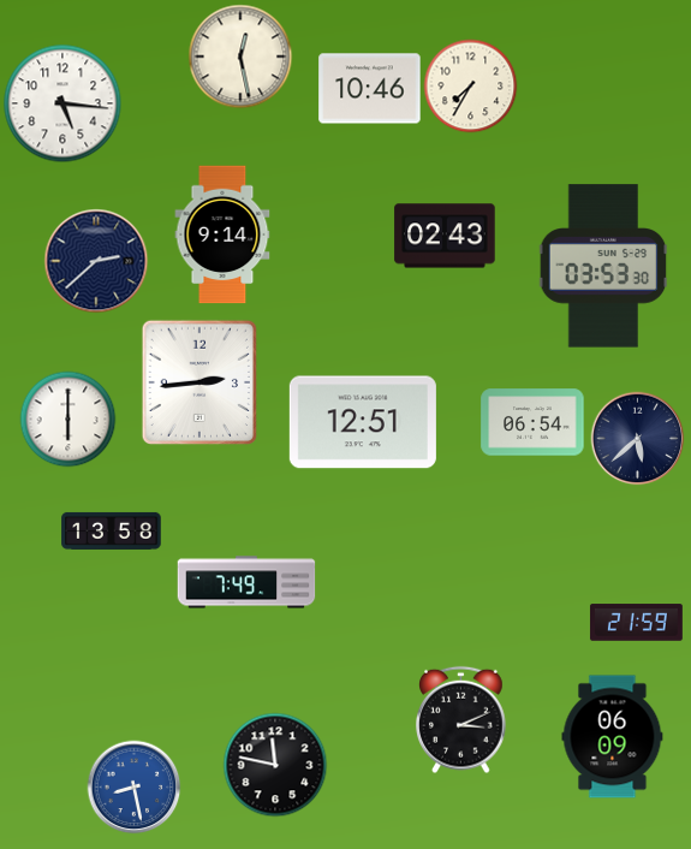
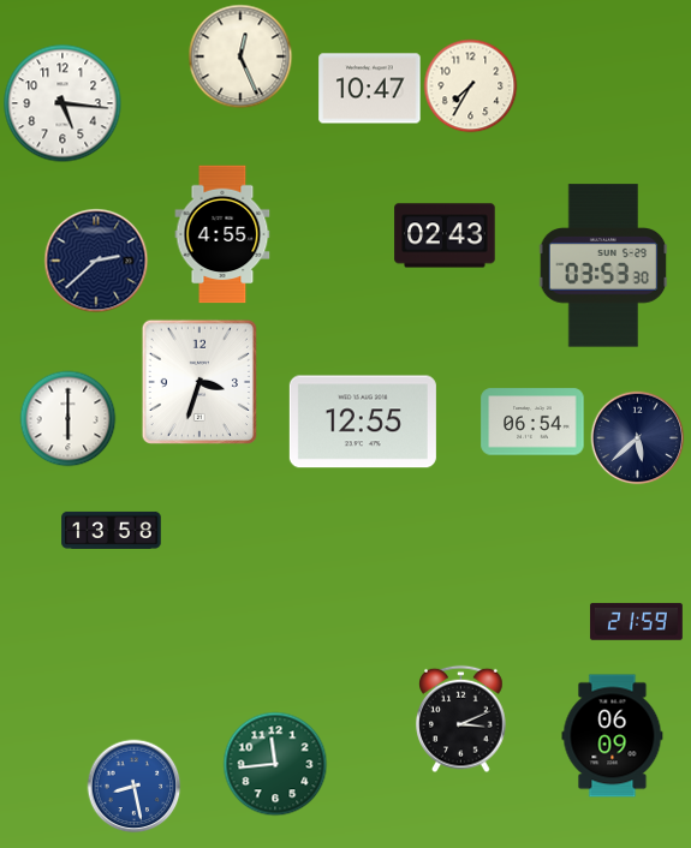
clock at (240, 57): 12:28 -> 12:26
clock at (370, 89): 10:46 -> 10:47
clock at (222, 234): 9:14 -> 4:55
clock at (198, 381): 2:44 -> 3:33
clock at (363, 422): 12:51 -> 12:55
clock at (246, 582): 7:49 -> none
clock at (275, 765): 11:47 -> 11:44
clock at (275, 765) dial: black -> green
